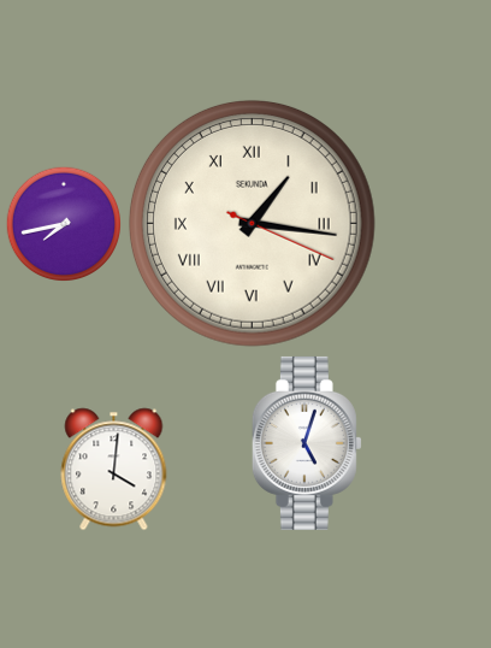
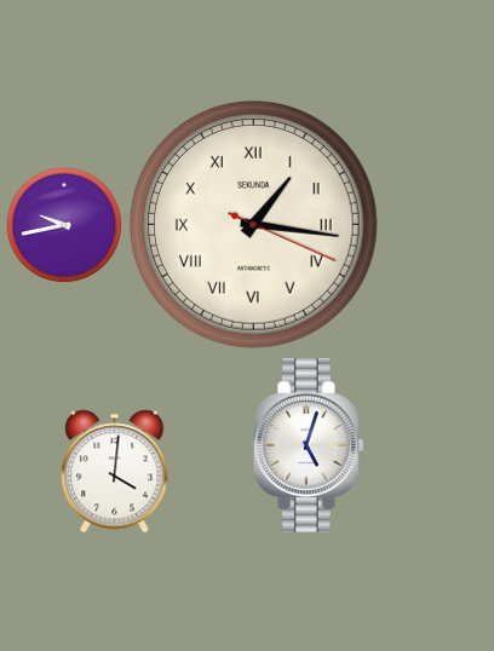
clock at (63, 223): 7:43 -> 9:43
